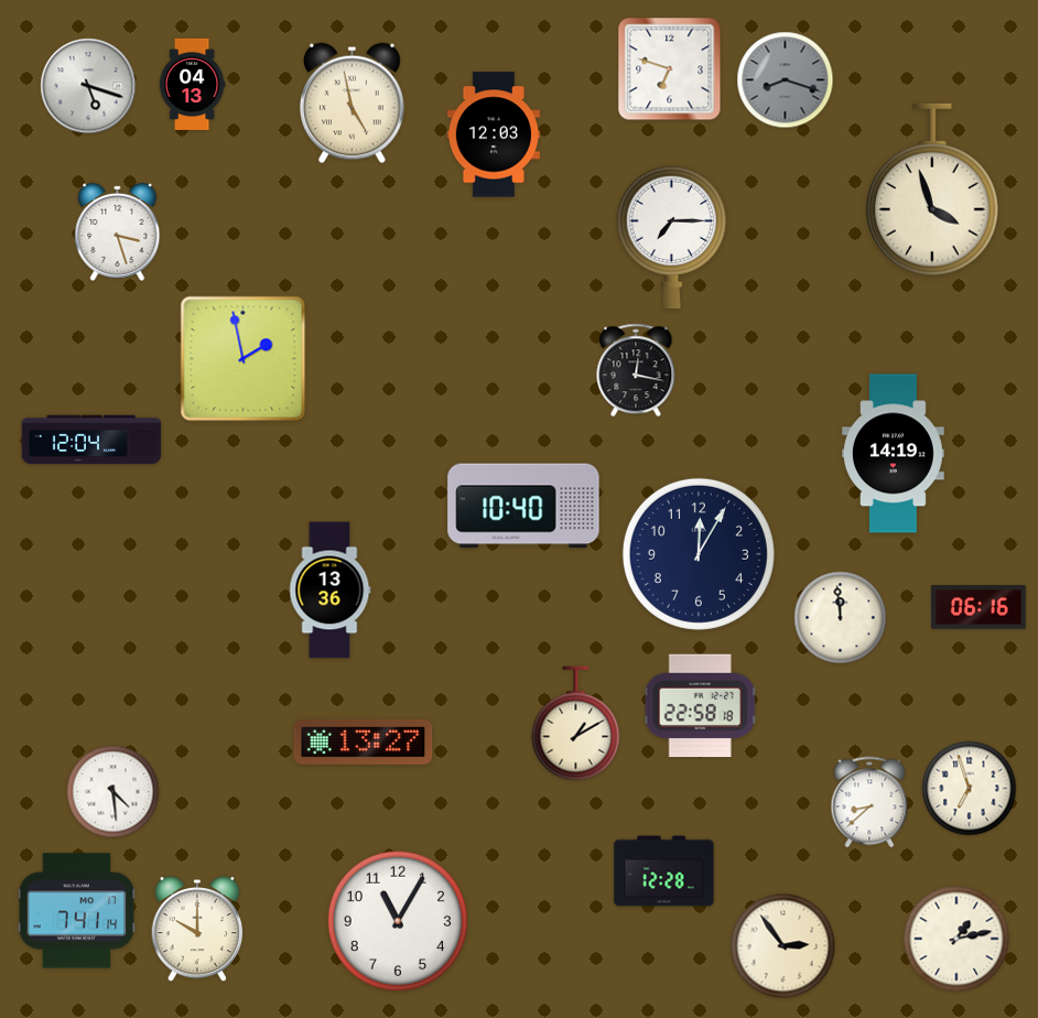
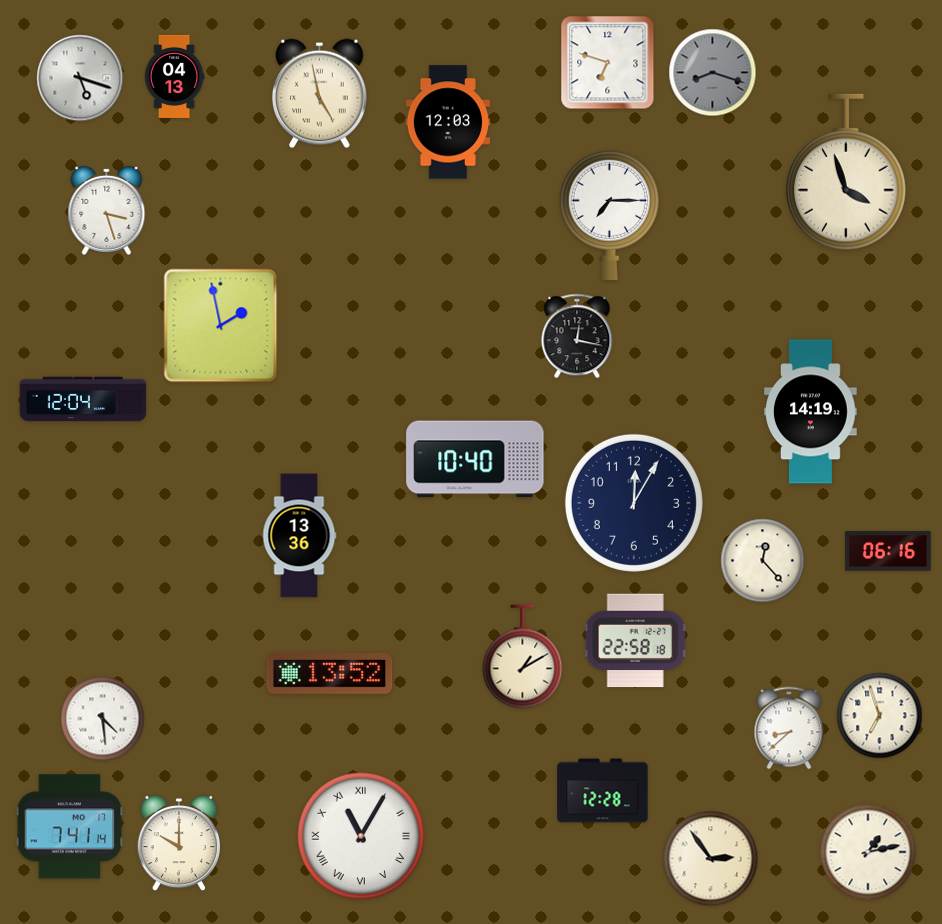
clock at (841, 618): 11:59 -> 12:23
clock at (364, 741): 13:27 -> 13:52
clock at (397, 920) numerals: Arabic -> Roman
